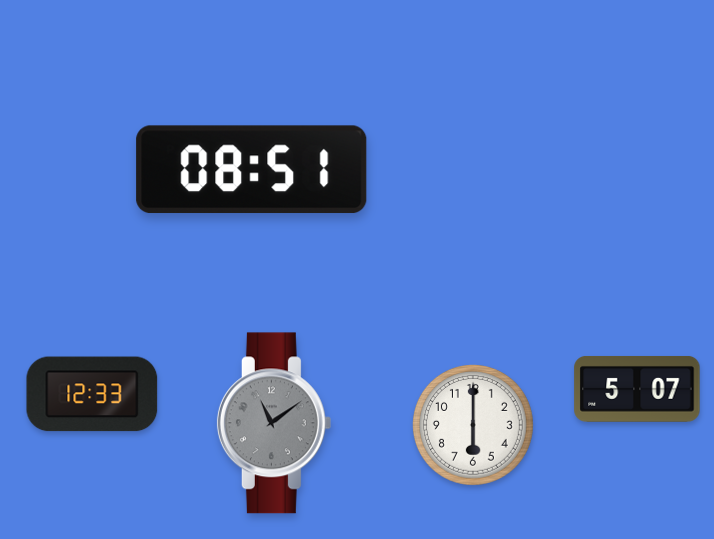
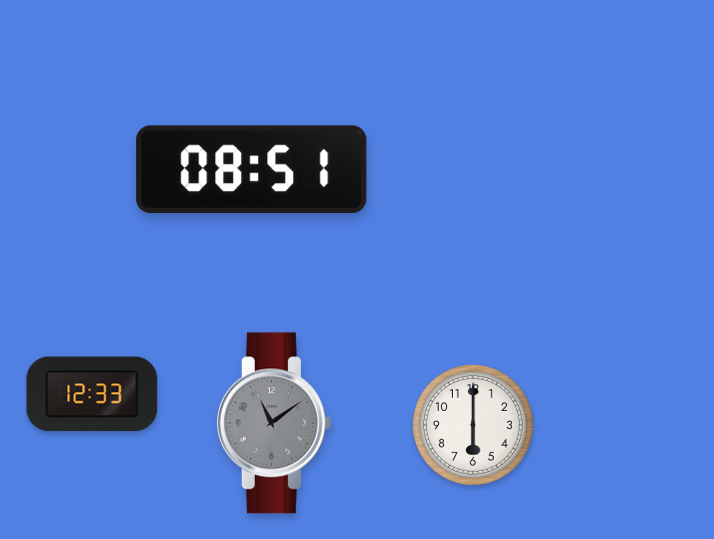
clock at (637, 389): 5:07 -> none
